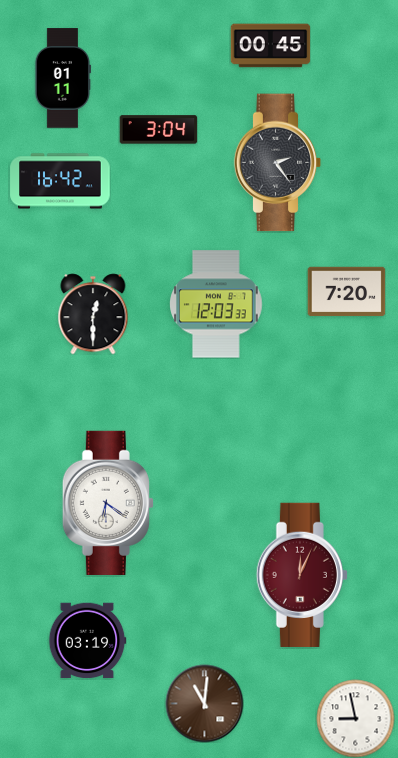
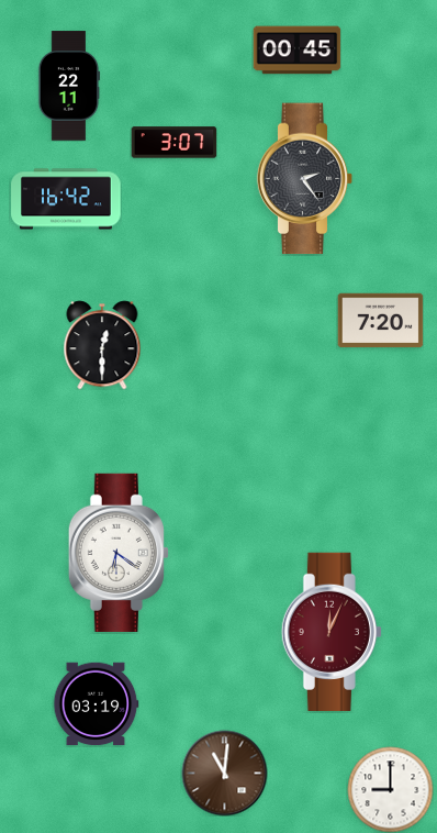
clock at (63, 78): 01:11 -> 22:11
clock at (158, 130): 3:04 -> 3:07
clock at (217, 304): 12:03 -> none
clock at (355, 718): 8:58 -> 9:00
